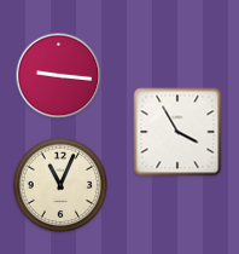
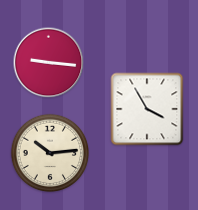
clock at (60, 185): 11:04 -> 10:14
